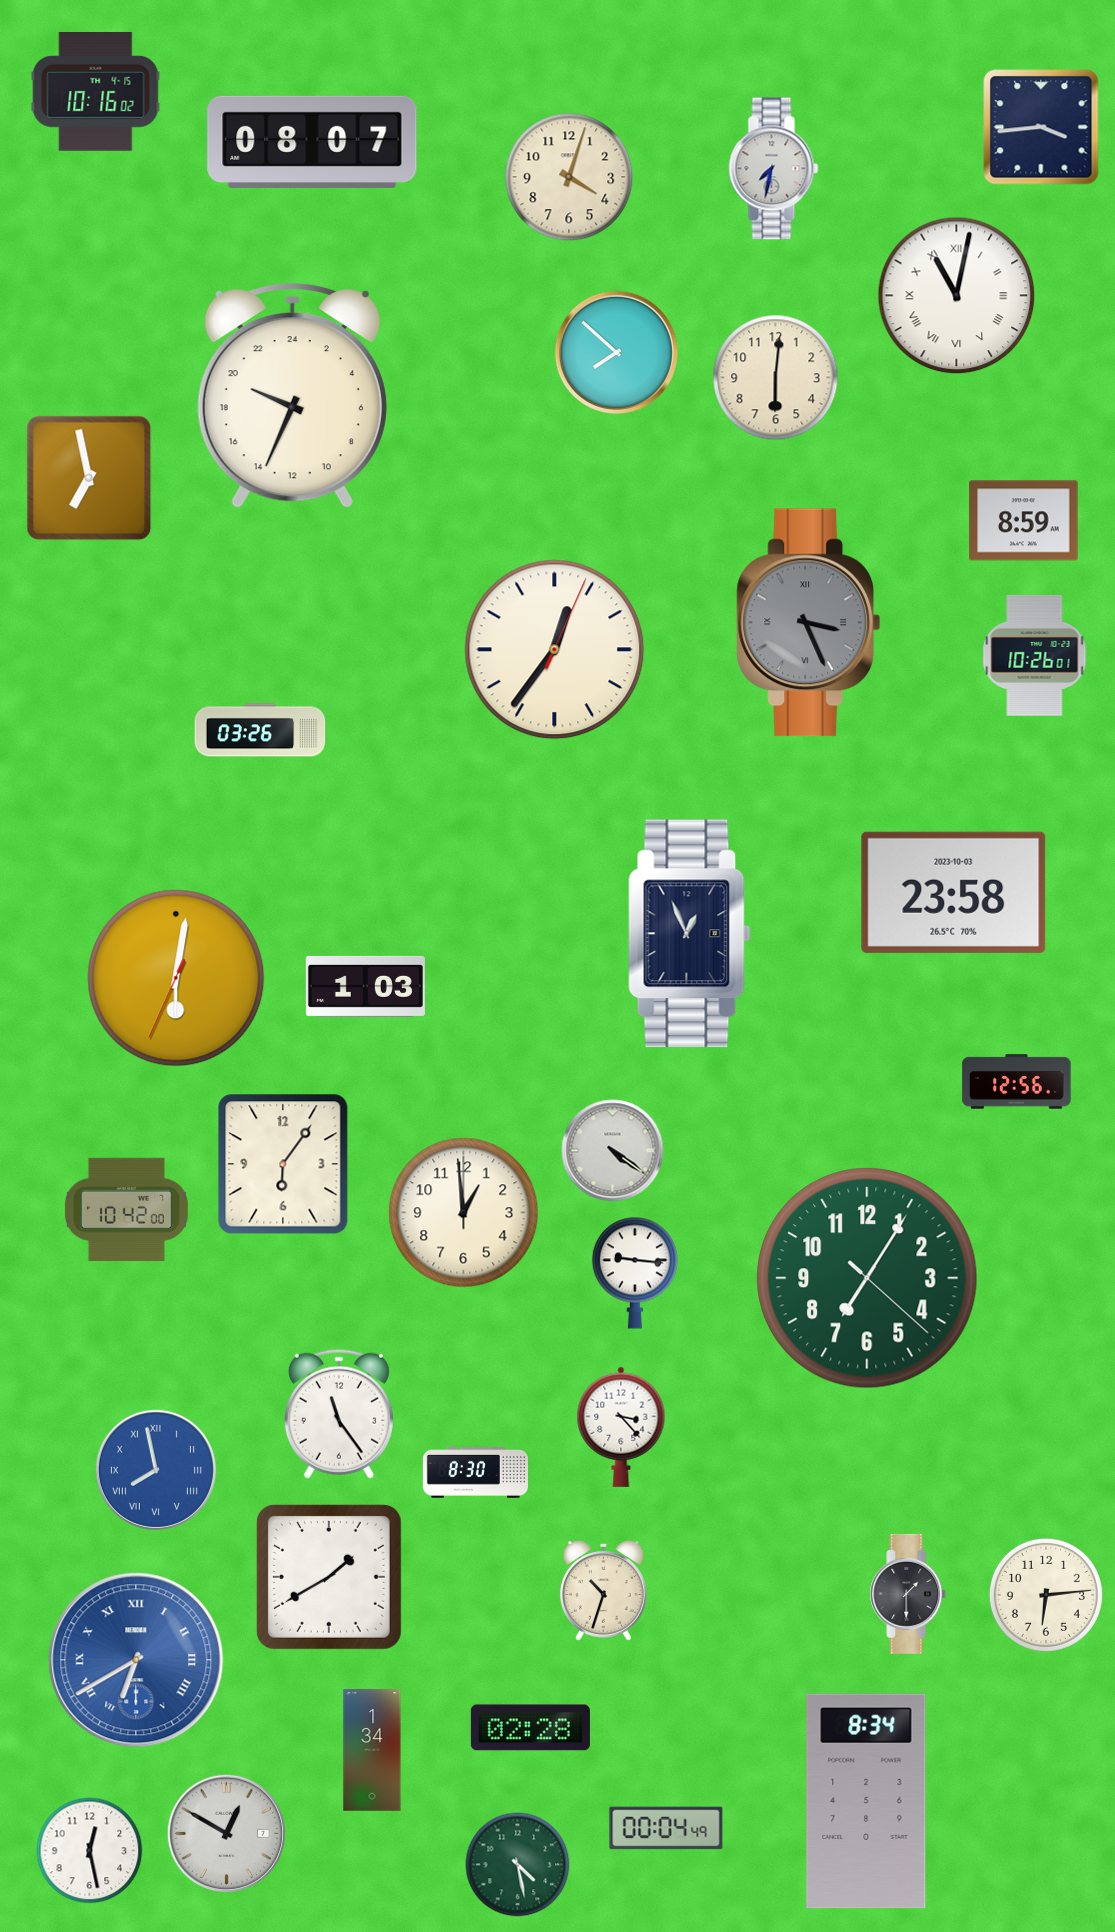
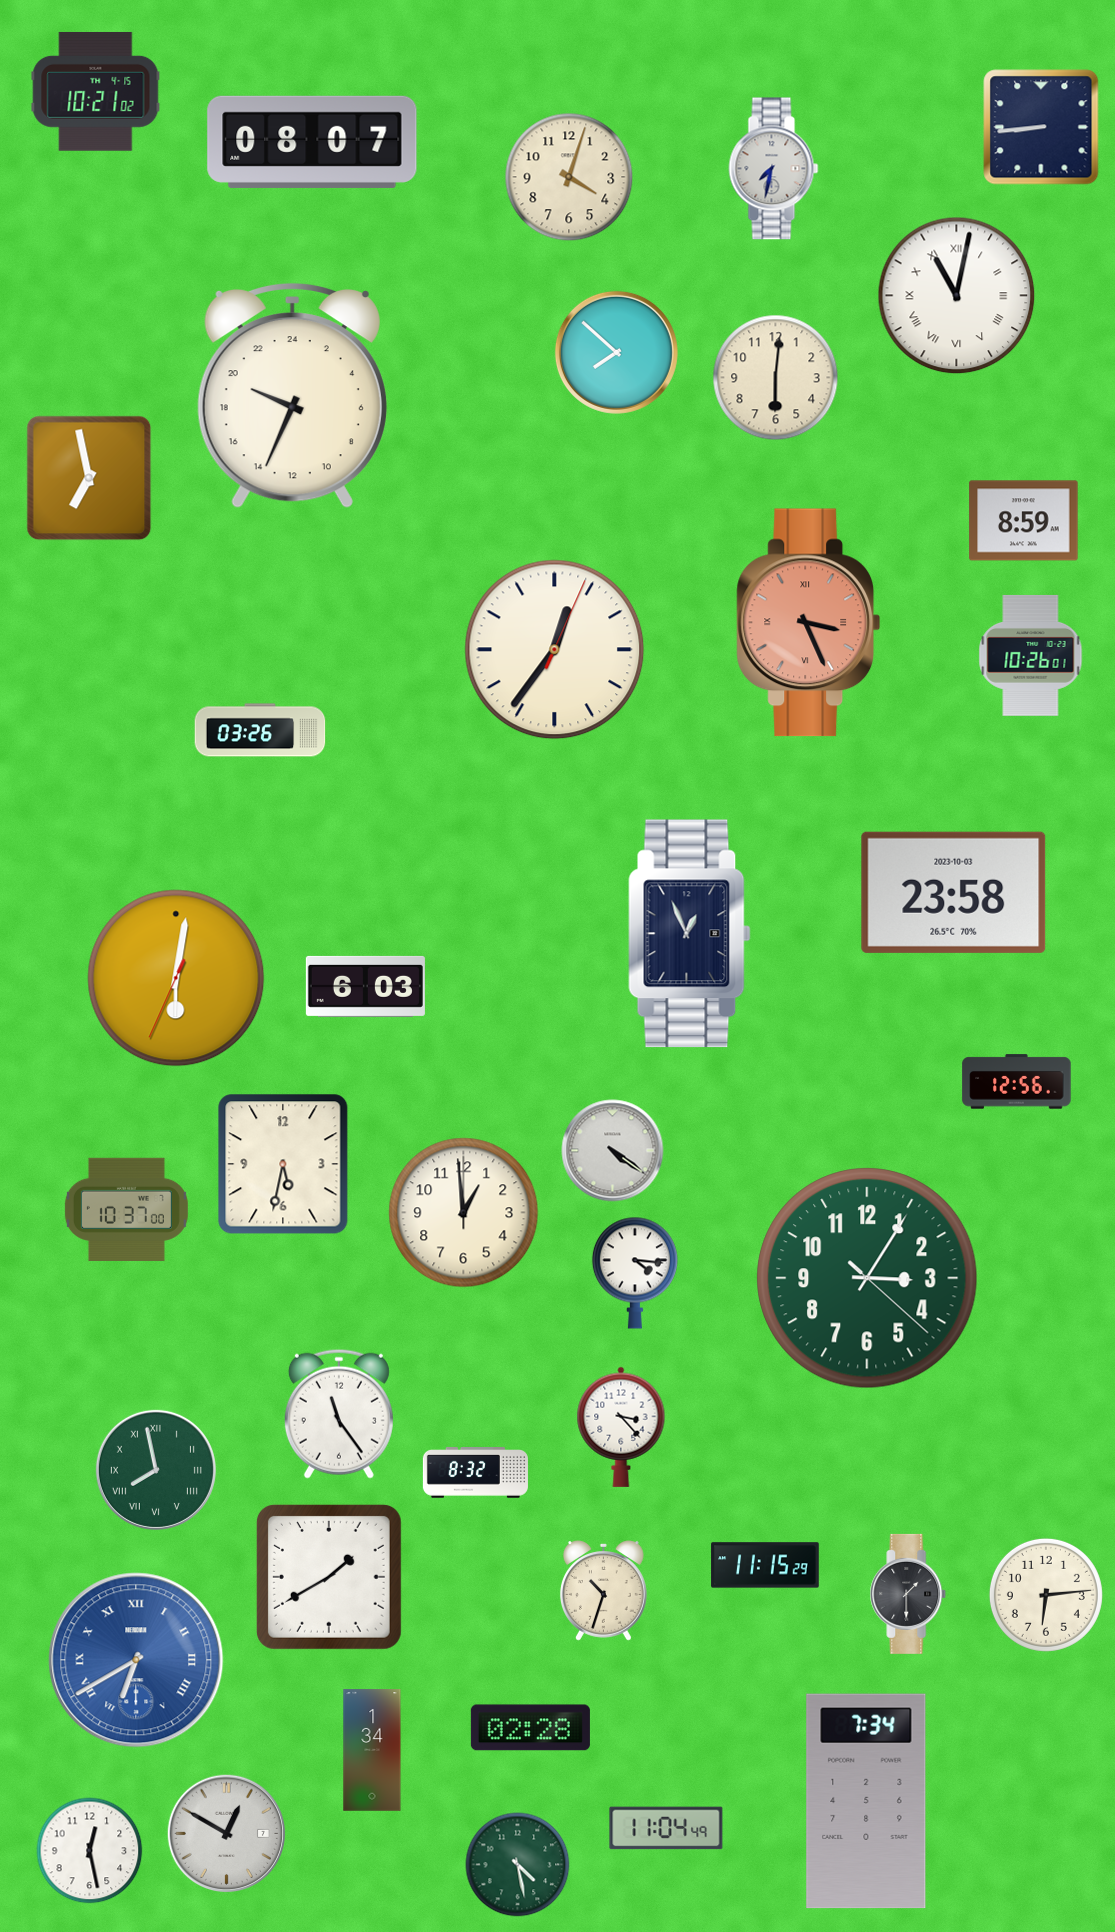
clock at (96, 91): 10:16 -> 10:21
clock at (1041, 127): 3:44 -> 8:44
clock at (809, 623) dial: grey -> salmon
clock at (1035, 655) position: (1035, 655) -> (1031, 655)
clock at (365, 986): 1:03 -> 6:03
clock at (283, 1164): 6:06 -> 5:32
clock at (126, 1209): 10:42 -> 10:37
clock at (635, 1273): 9:16 -> 4:16
clock at (867, 1278): 7:05 -> 3:05
clock at (156, 1470) dial: blue -> green
clock at (475, 1473): 8:30 -> 8:32
clock at (765, 1565): none -> 11:15
clock at (866, 1801): 8:34 -> 7:34
clock at (666, 1828): 00:04 -> 11:04
